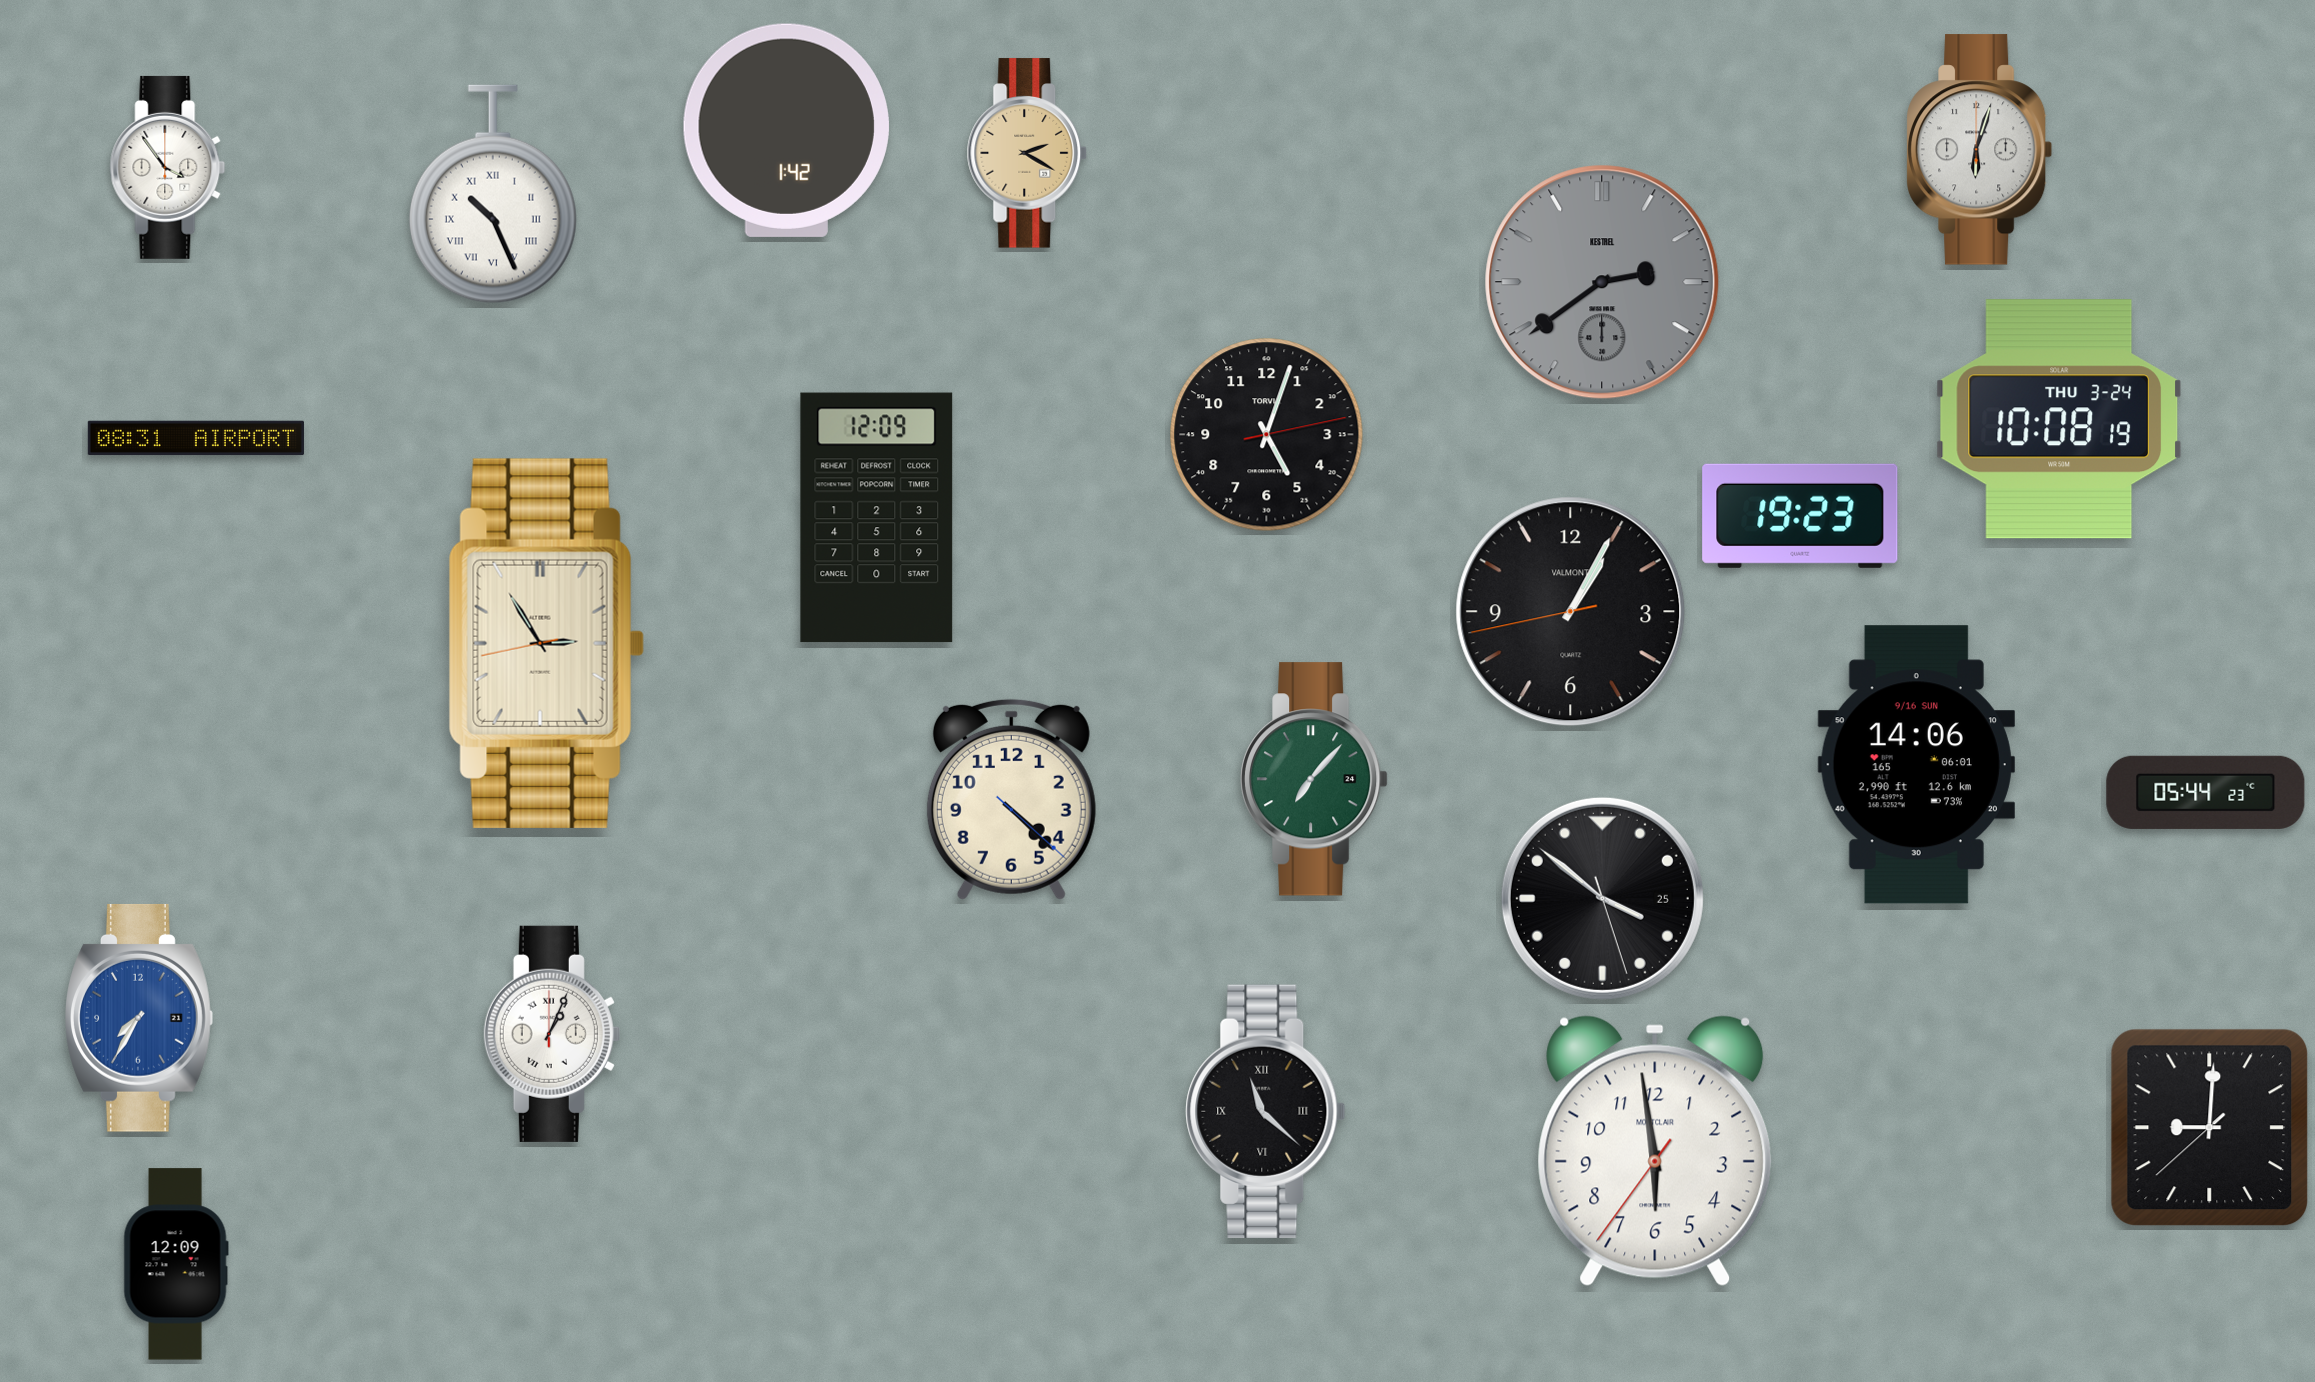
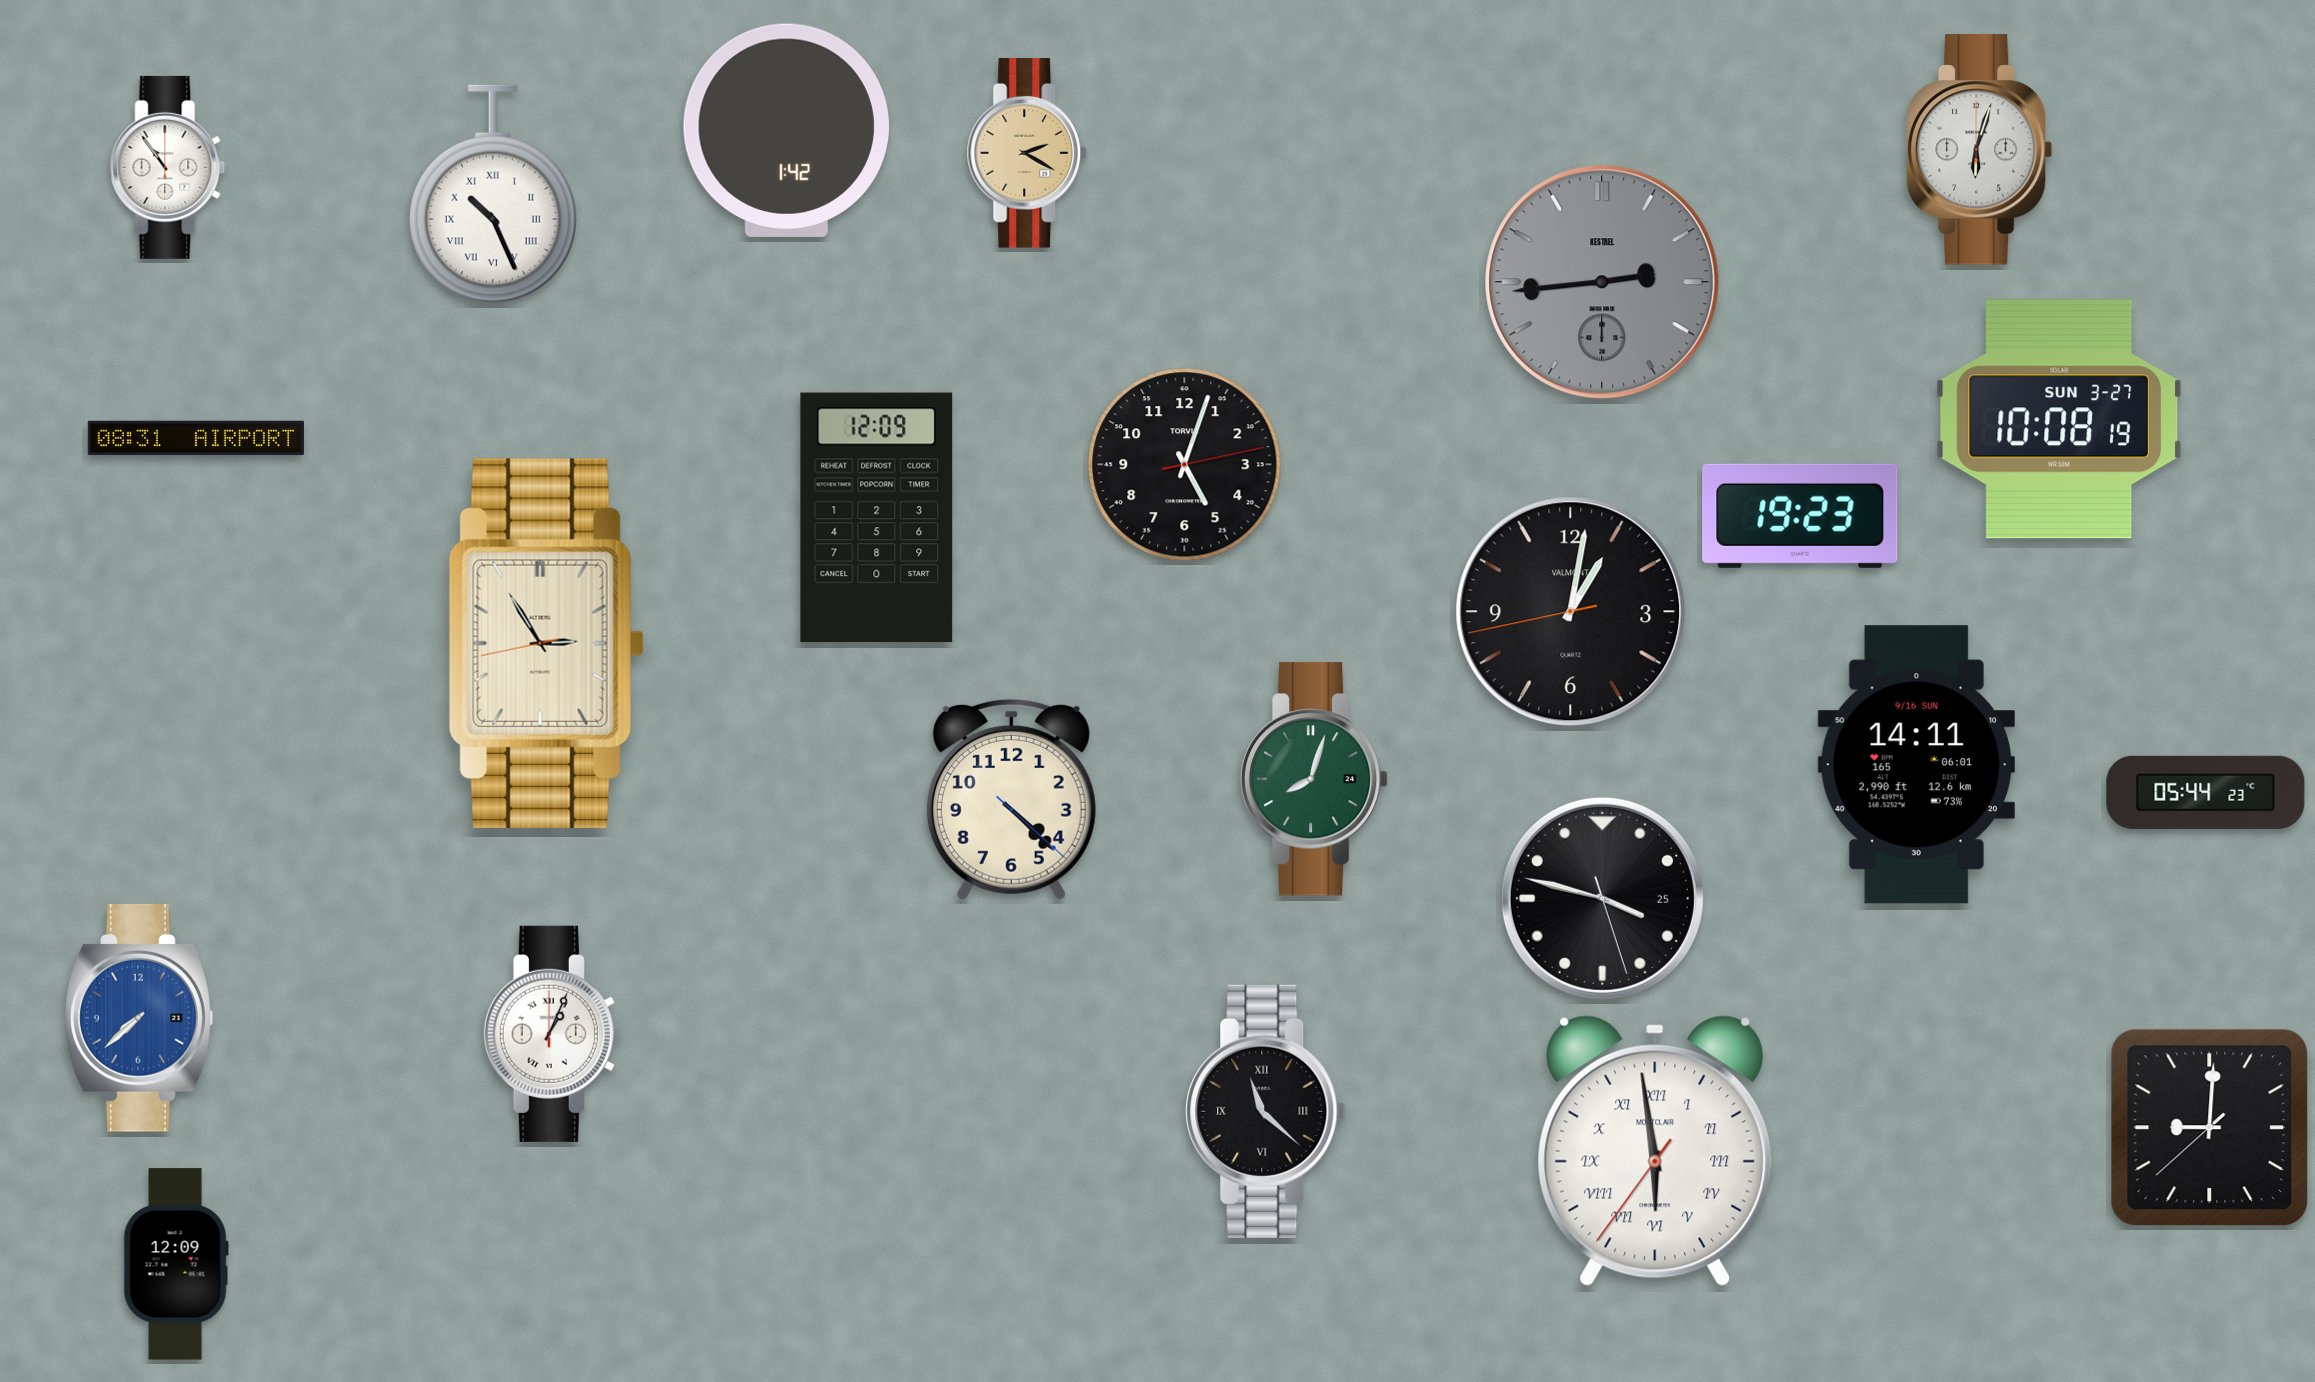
clock at (168, 167): 3:54 -> 10:54
clock at (1602, 282): 2:39 -> 2:44
clock at (2058, 419) date: THU 3-24 -> SUN 3-27
clock at (1267, 435) position: (1267, 435) -> (1185, 465)
clock at (1571, 612): 1:04 -> 1:01
clock at (1916, 765): 14:06 -> 14:11
clock at (1315, 779): 7:07 -> 8:03
clock at (1602, 898): 3:51 -> 3:47
clock at (139, 1018): 7:35 -> 7:38
clock at (1655, 1151) numerals: Arabic -> Roman
